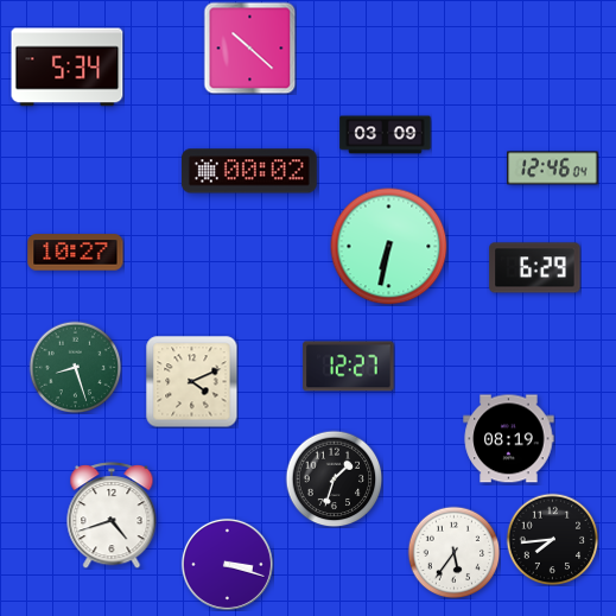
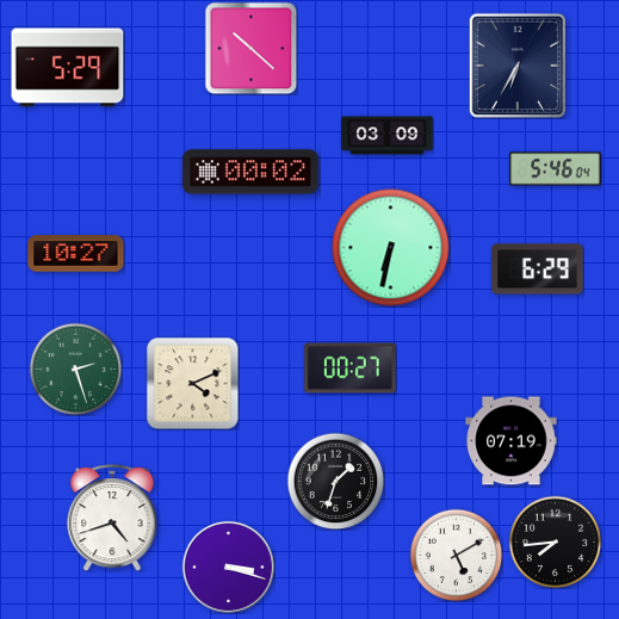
clock at (516, 66): none -> 6:35
clock at (68, 68): 5:34 -> 5:29
clock at (553, 169): 12:46 -> 5:46
clock at (75, 367): 8:27 -> 2:27
clock at (349, 367): 12:27 -> 00:27
clock at (509, 439): 08:19 -> 07:19
clock at (453, 552): 5:36 -> 5:10
